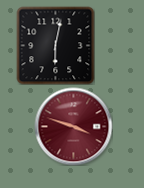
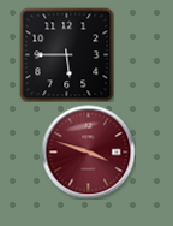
clock at (55, 45): 6:02 -> 5:45
